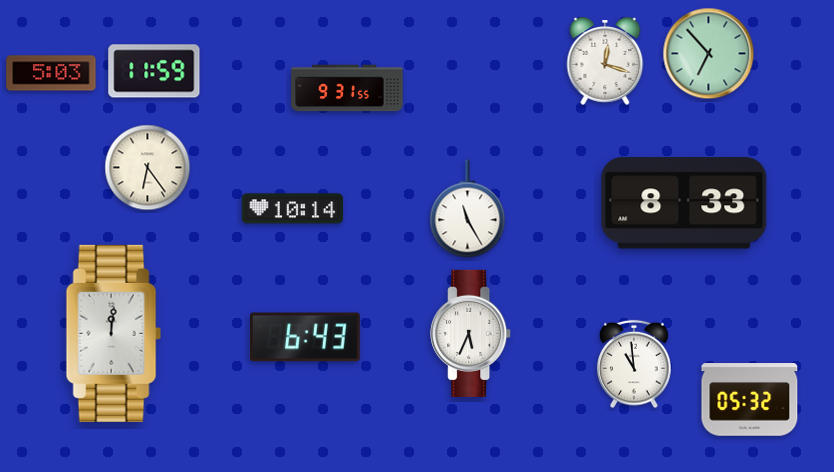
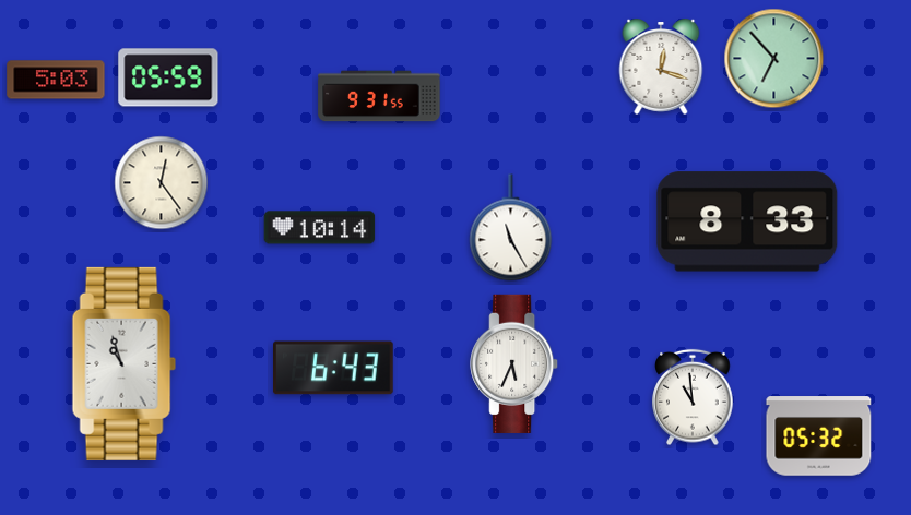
clock at (154, 71): 11:59 -> 05:59
clock at (148, 168): 6:24 -> 12:24
clock at (113, 333): 12:01 -> 10:57
